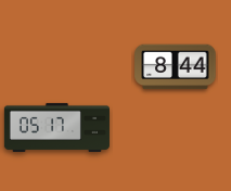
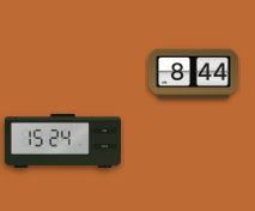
clock at (56, 127): 05:17 -> 15:24
